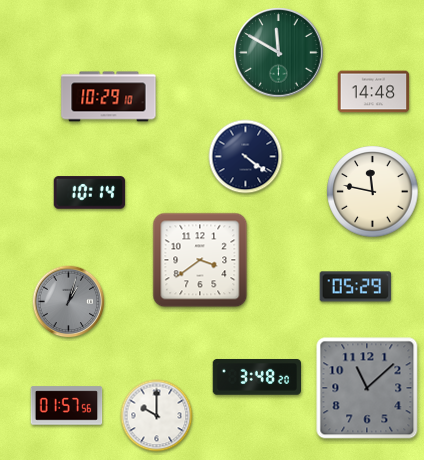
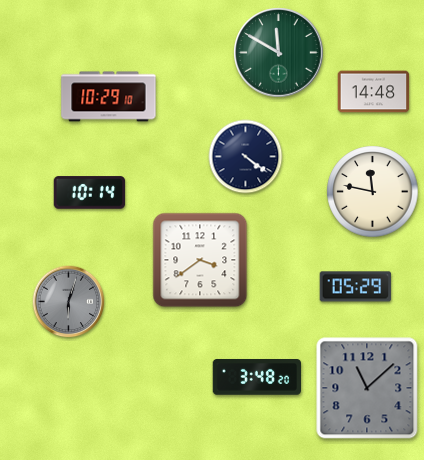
clock at (69, 302): 1:03 -> 6:03
clock at (67, 406): 01:57 -> none
clock at (157, 416): 10:00 -> none
